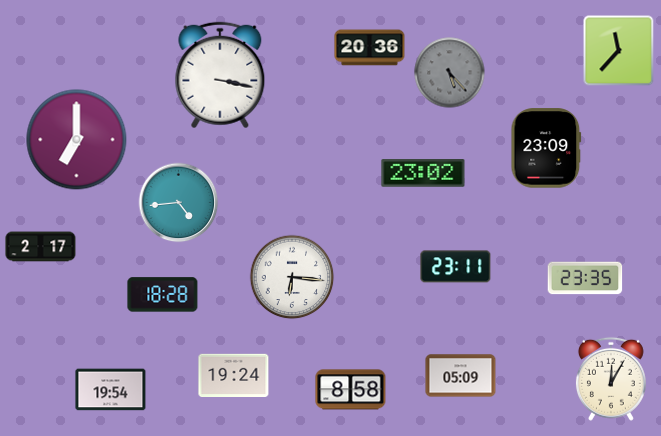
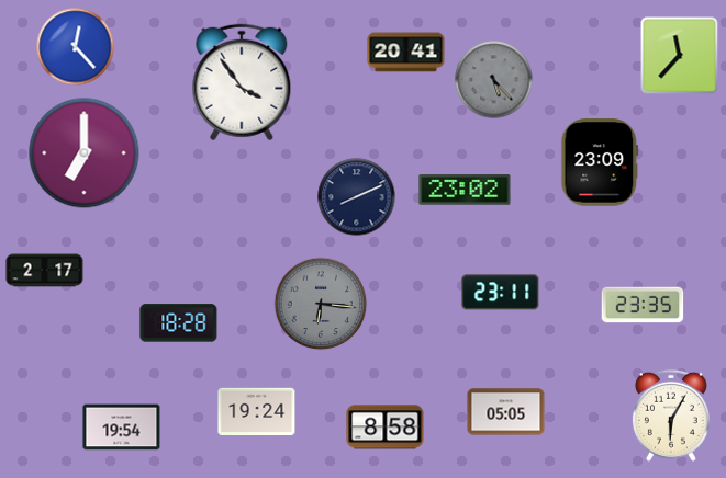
clock at (76, 47): none -> 12:23
clock at (370, 48): 20:36 -> 20:41
clock at (220, 75): 3:17 -> 3:54
clock at (357, 197): none -> 8:11
clock at (179, 203): 4:44 -> none
clock at (292, 277) dial: white -> grey
clock at (461, 376): 05:09 -> 05:05
clock at (611, 379): 12:05 -> 6:05
